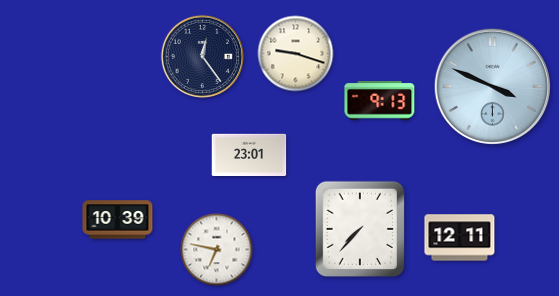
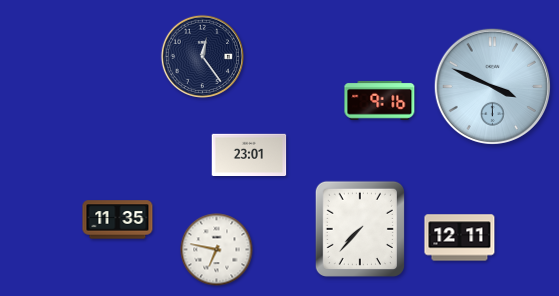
clock at (296, 54): 9:18 -> none
clock at (380, 100): 9:13 -> 9:16
clock at (118, 220): 10:39 -> 11:35
